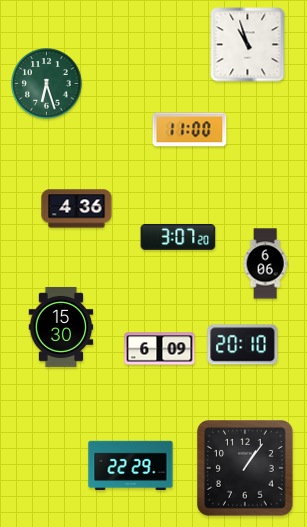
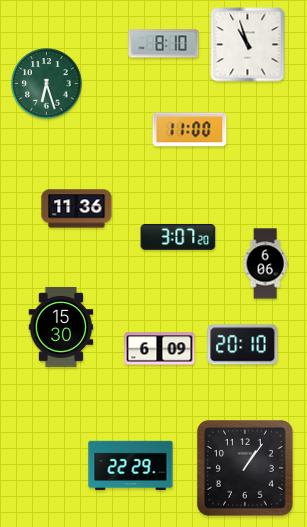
clock at (164, 44): none -> 8:10
clock at (77, 209): 4:36 -> 11:36
